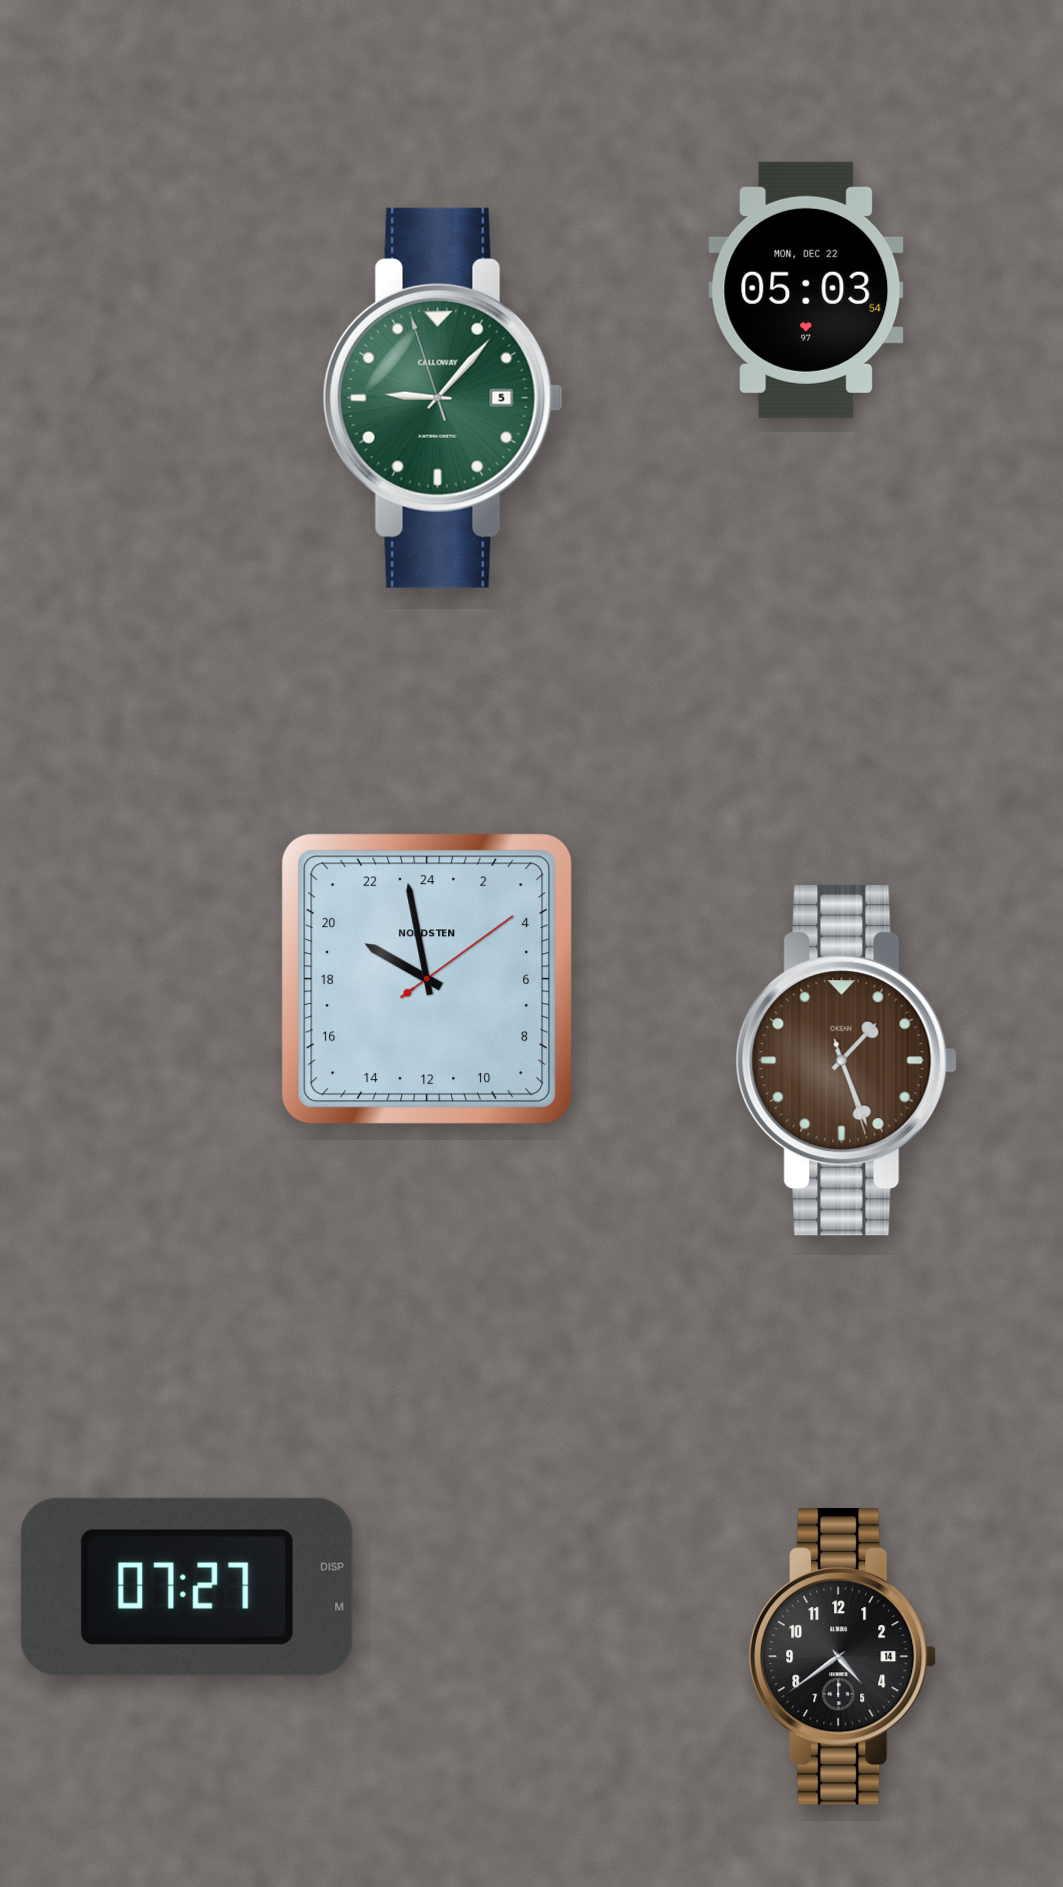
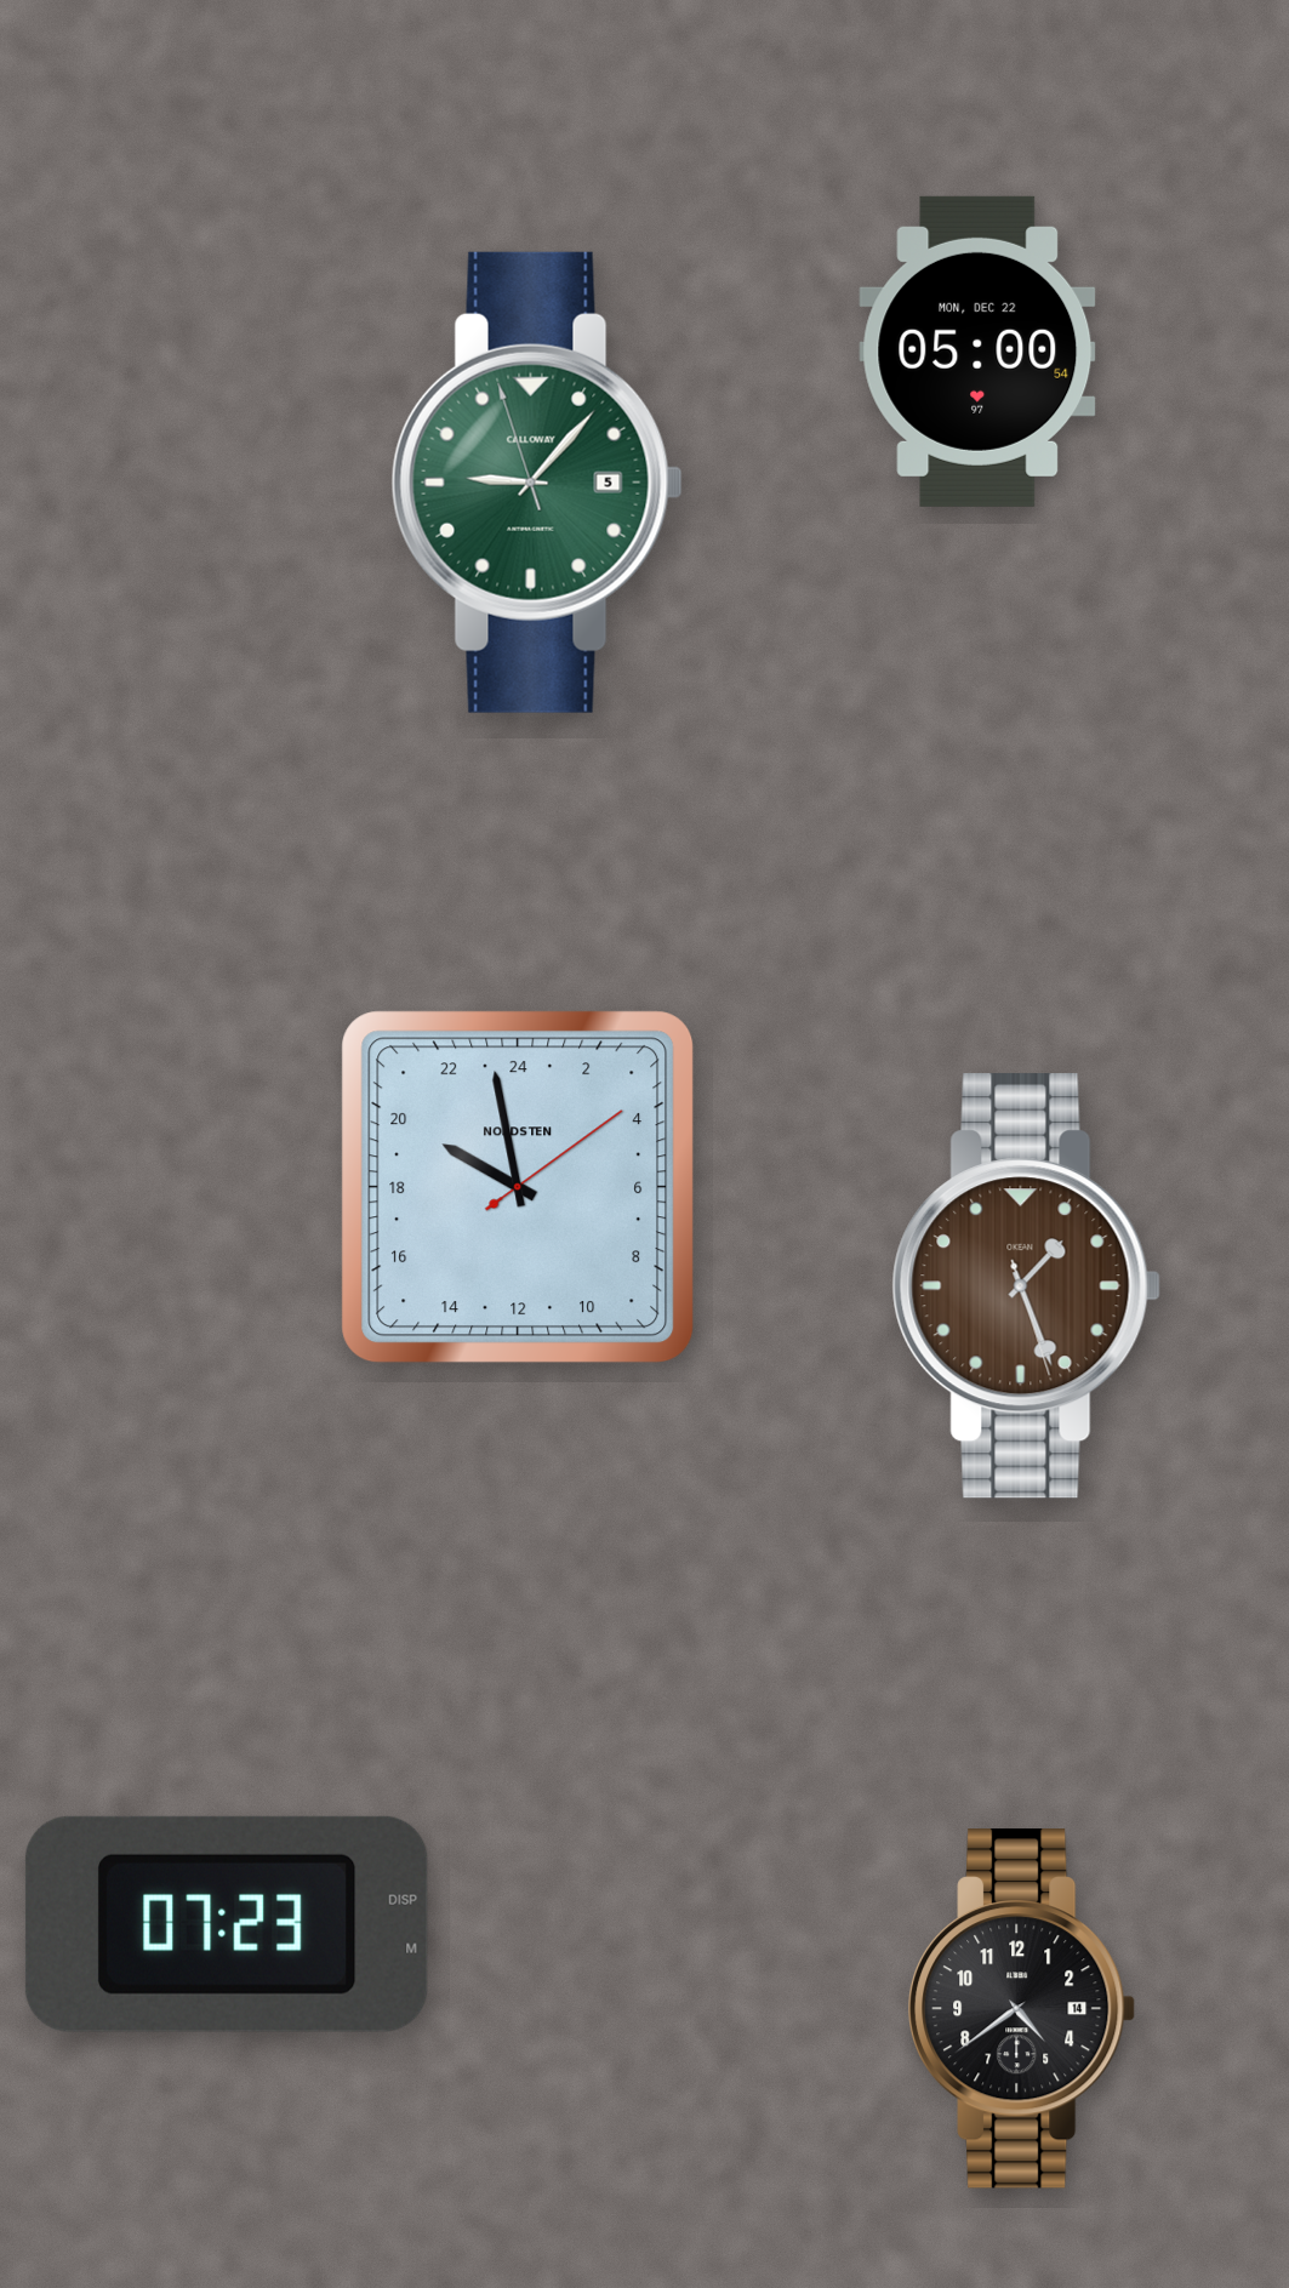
clock at (806, 290): 05:03 -> 05:00
clock at (187, 1587): 07:27 -> 07:23
